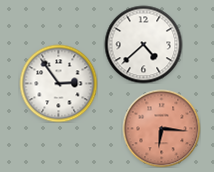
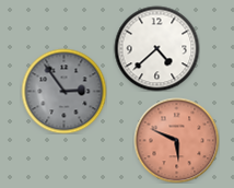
clock at (58, 83) dial: white -> grey
clock at (161, 128): 6:16 -> 5:49
